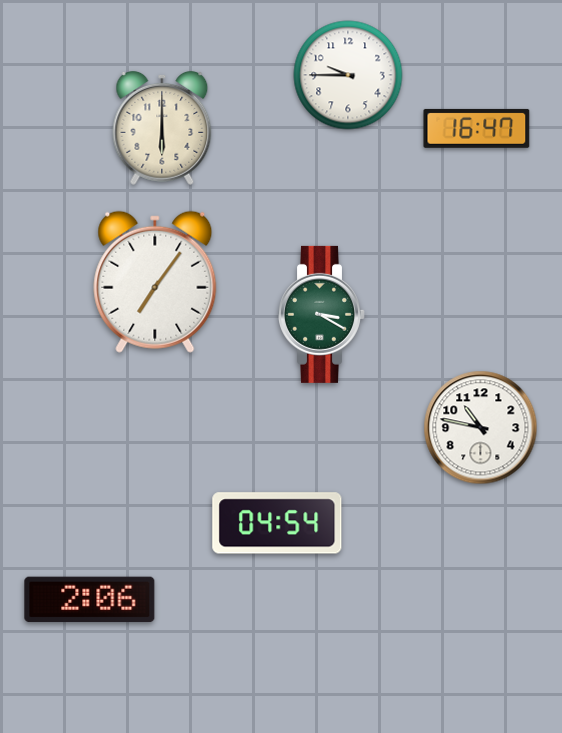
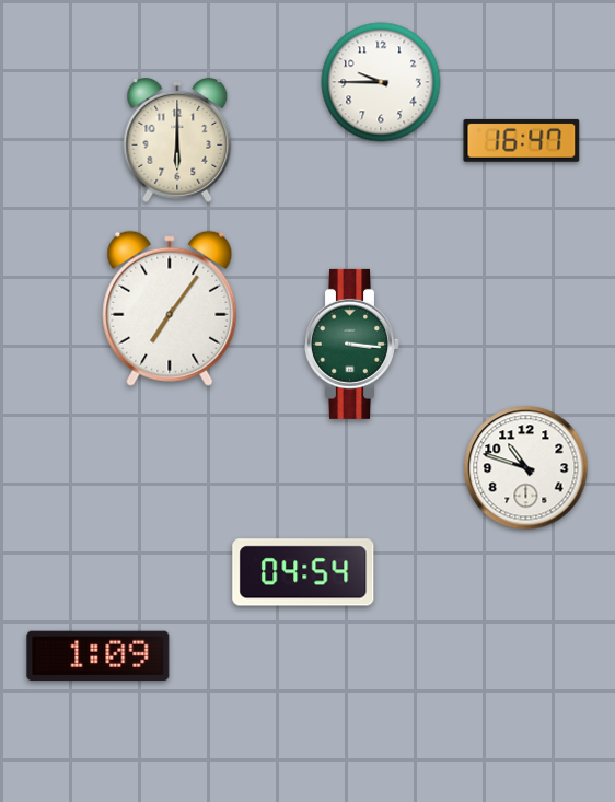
clock at (322, 314): 3:20 -> 3:16
clock at (481, 428): 10:47 -> 10:48
clock at (90, 600): 2:06 -> 1:09
